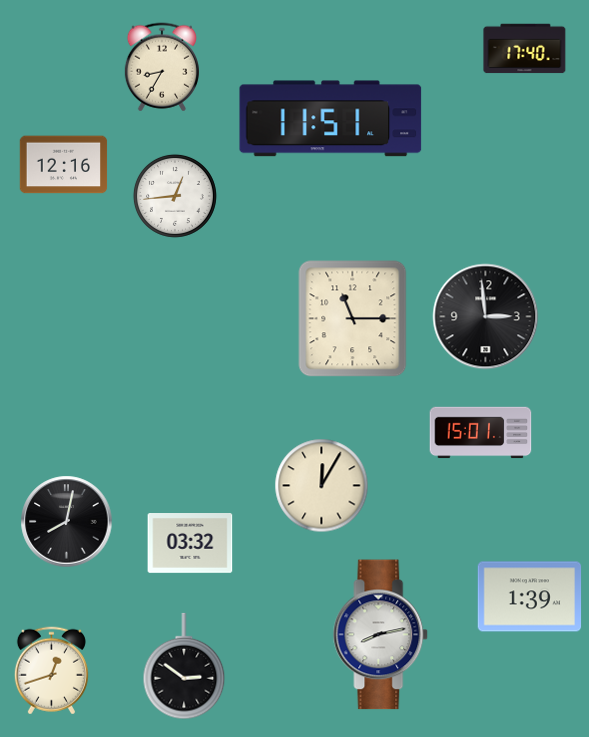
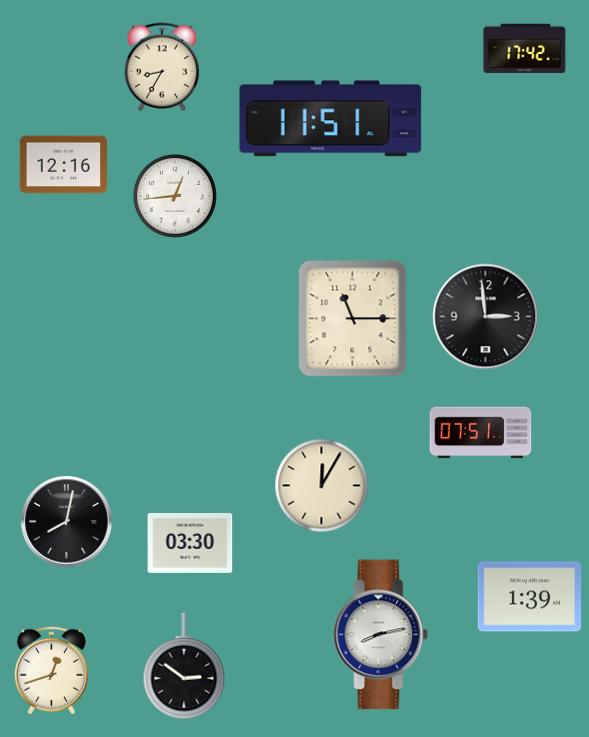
clock at (525, 49): 17:40 -> 17:42
clock at (481, 433): 15:01 -> 07:51
clock at (190, 544): 03:32 -> 03:30
